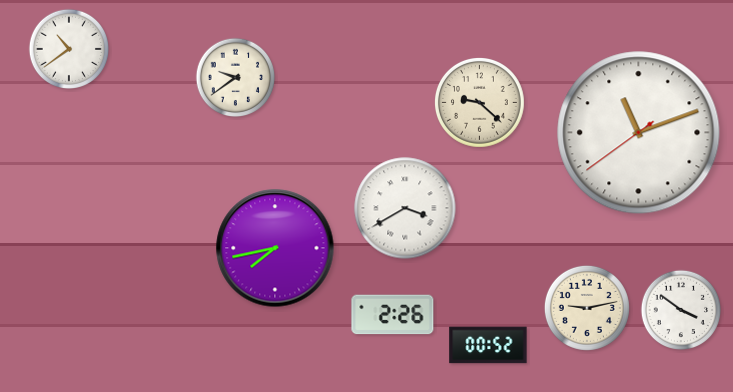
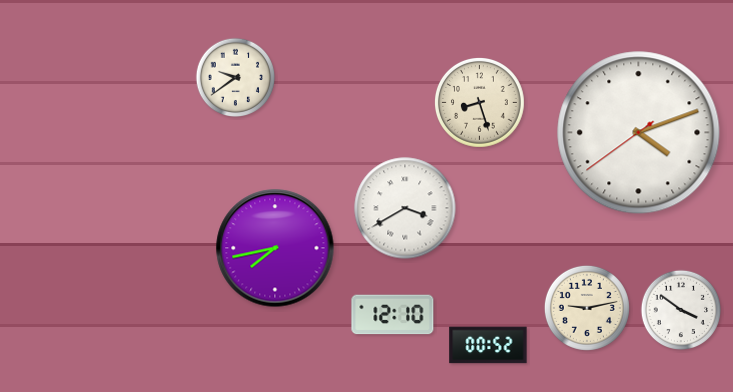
clock at (68, 48): 10:39 -> none
clock at (480, 103): 9:22 -> 8:27
clock at (639, 133): 11:11 -> 4:11
clock at (393, 315): 2:26 -> 12:10
